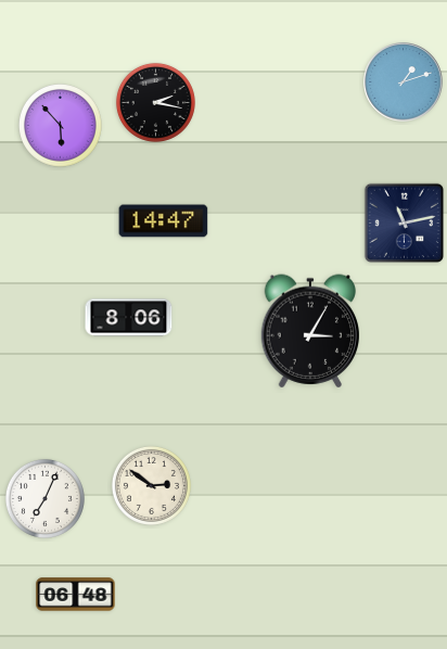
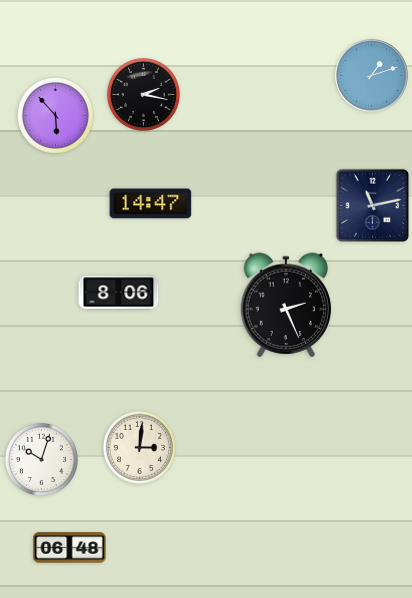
clock at (310, 331): 3:05 -> 2:26
clock at (151, 485): 2:51 -> 3:01
clock at (44, 498): 7:04 -> 10:03
